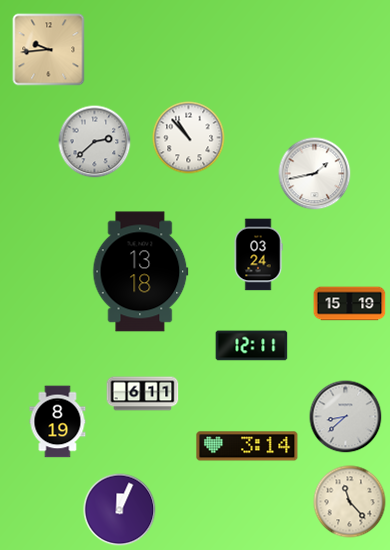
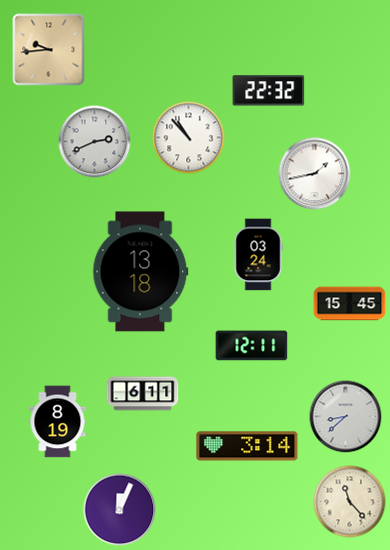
clock at (269, 91): none -> 22:32
clock at (95, 142): 2:38 -> 2:41
clock at (350, 304): 15:19 -> 15:45
